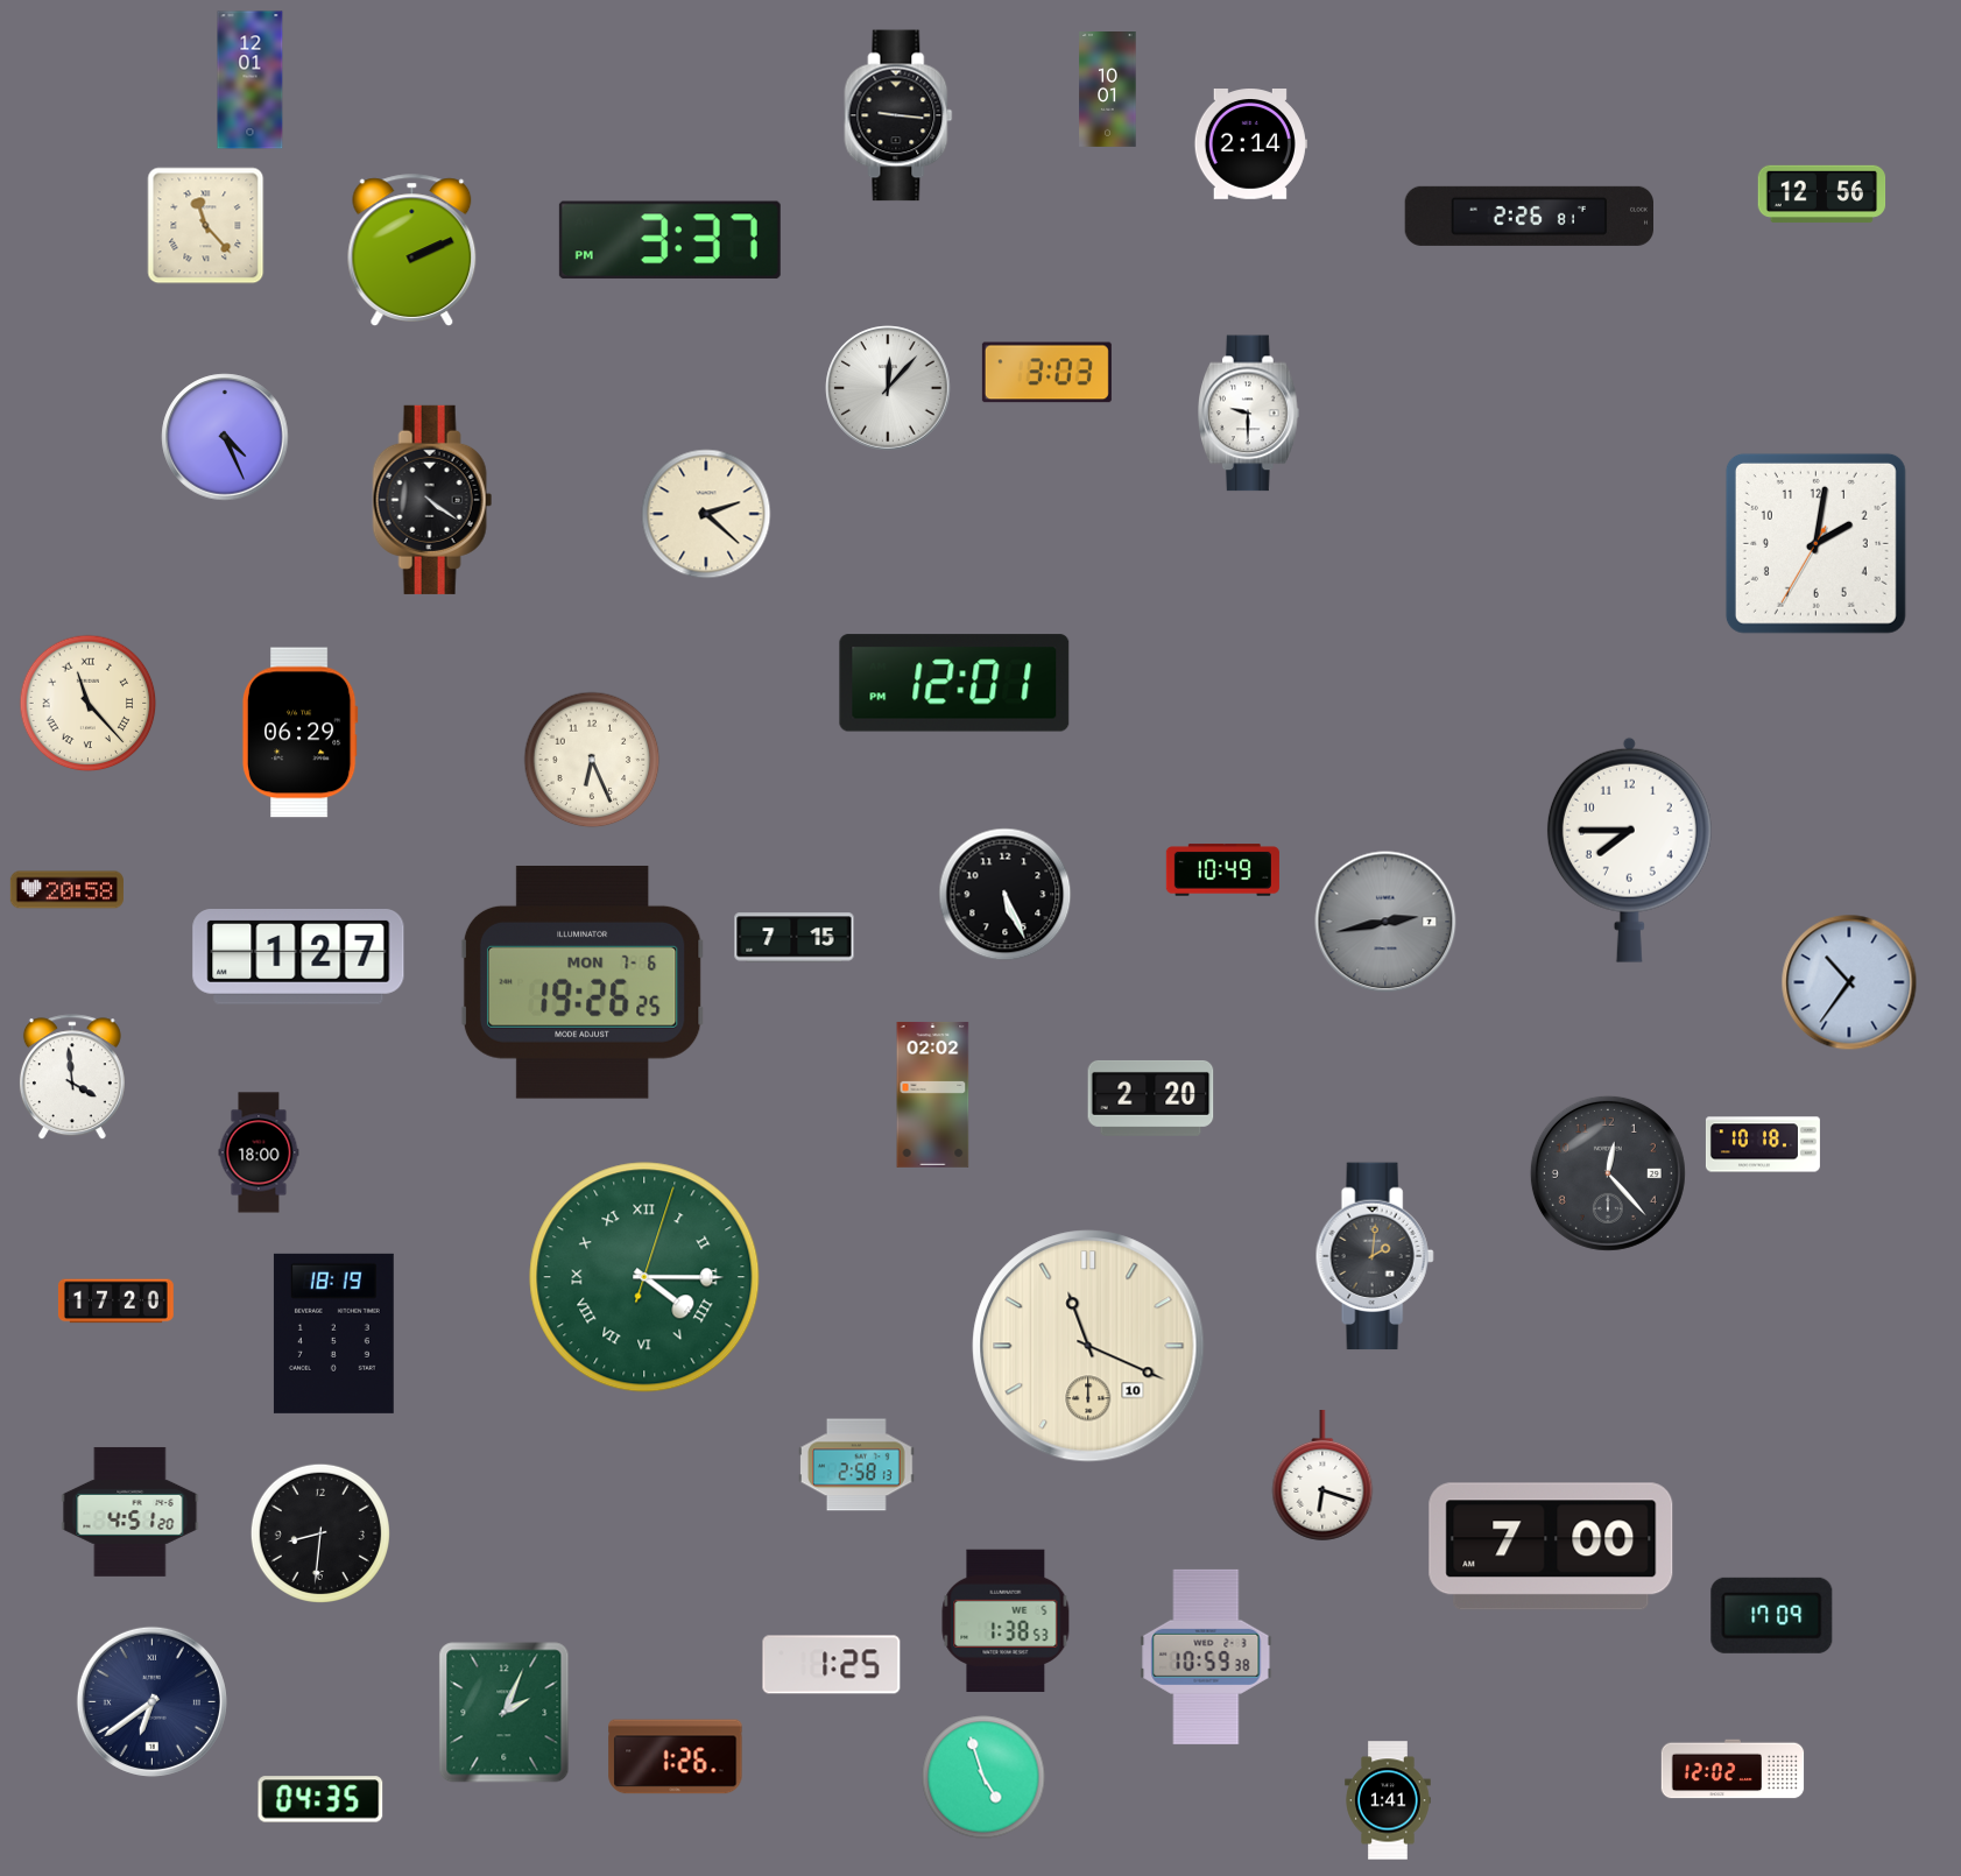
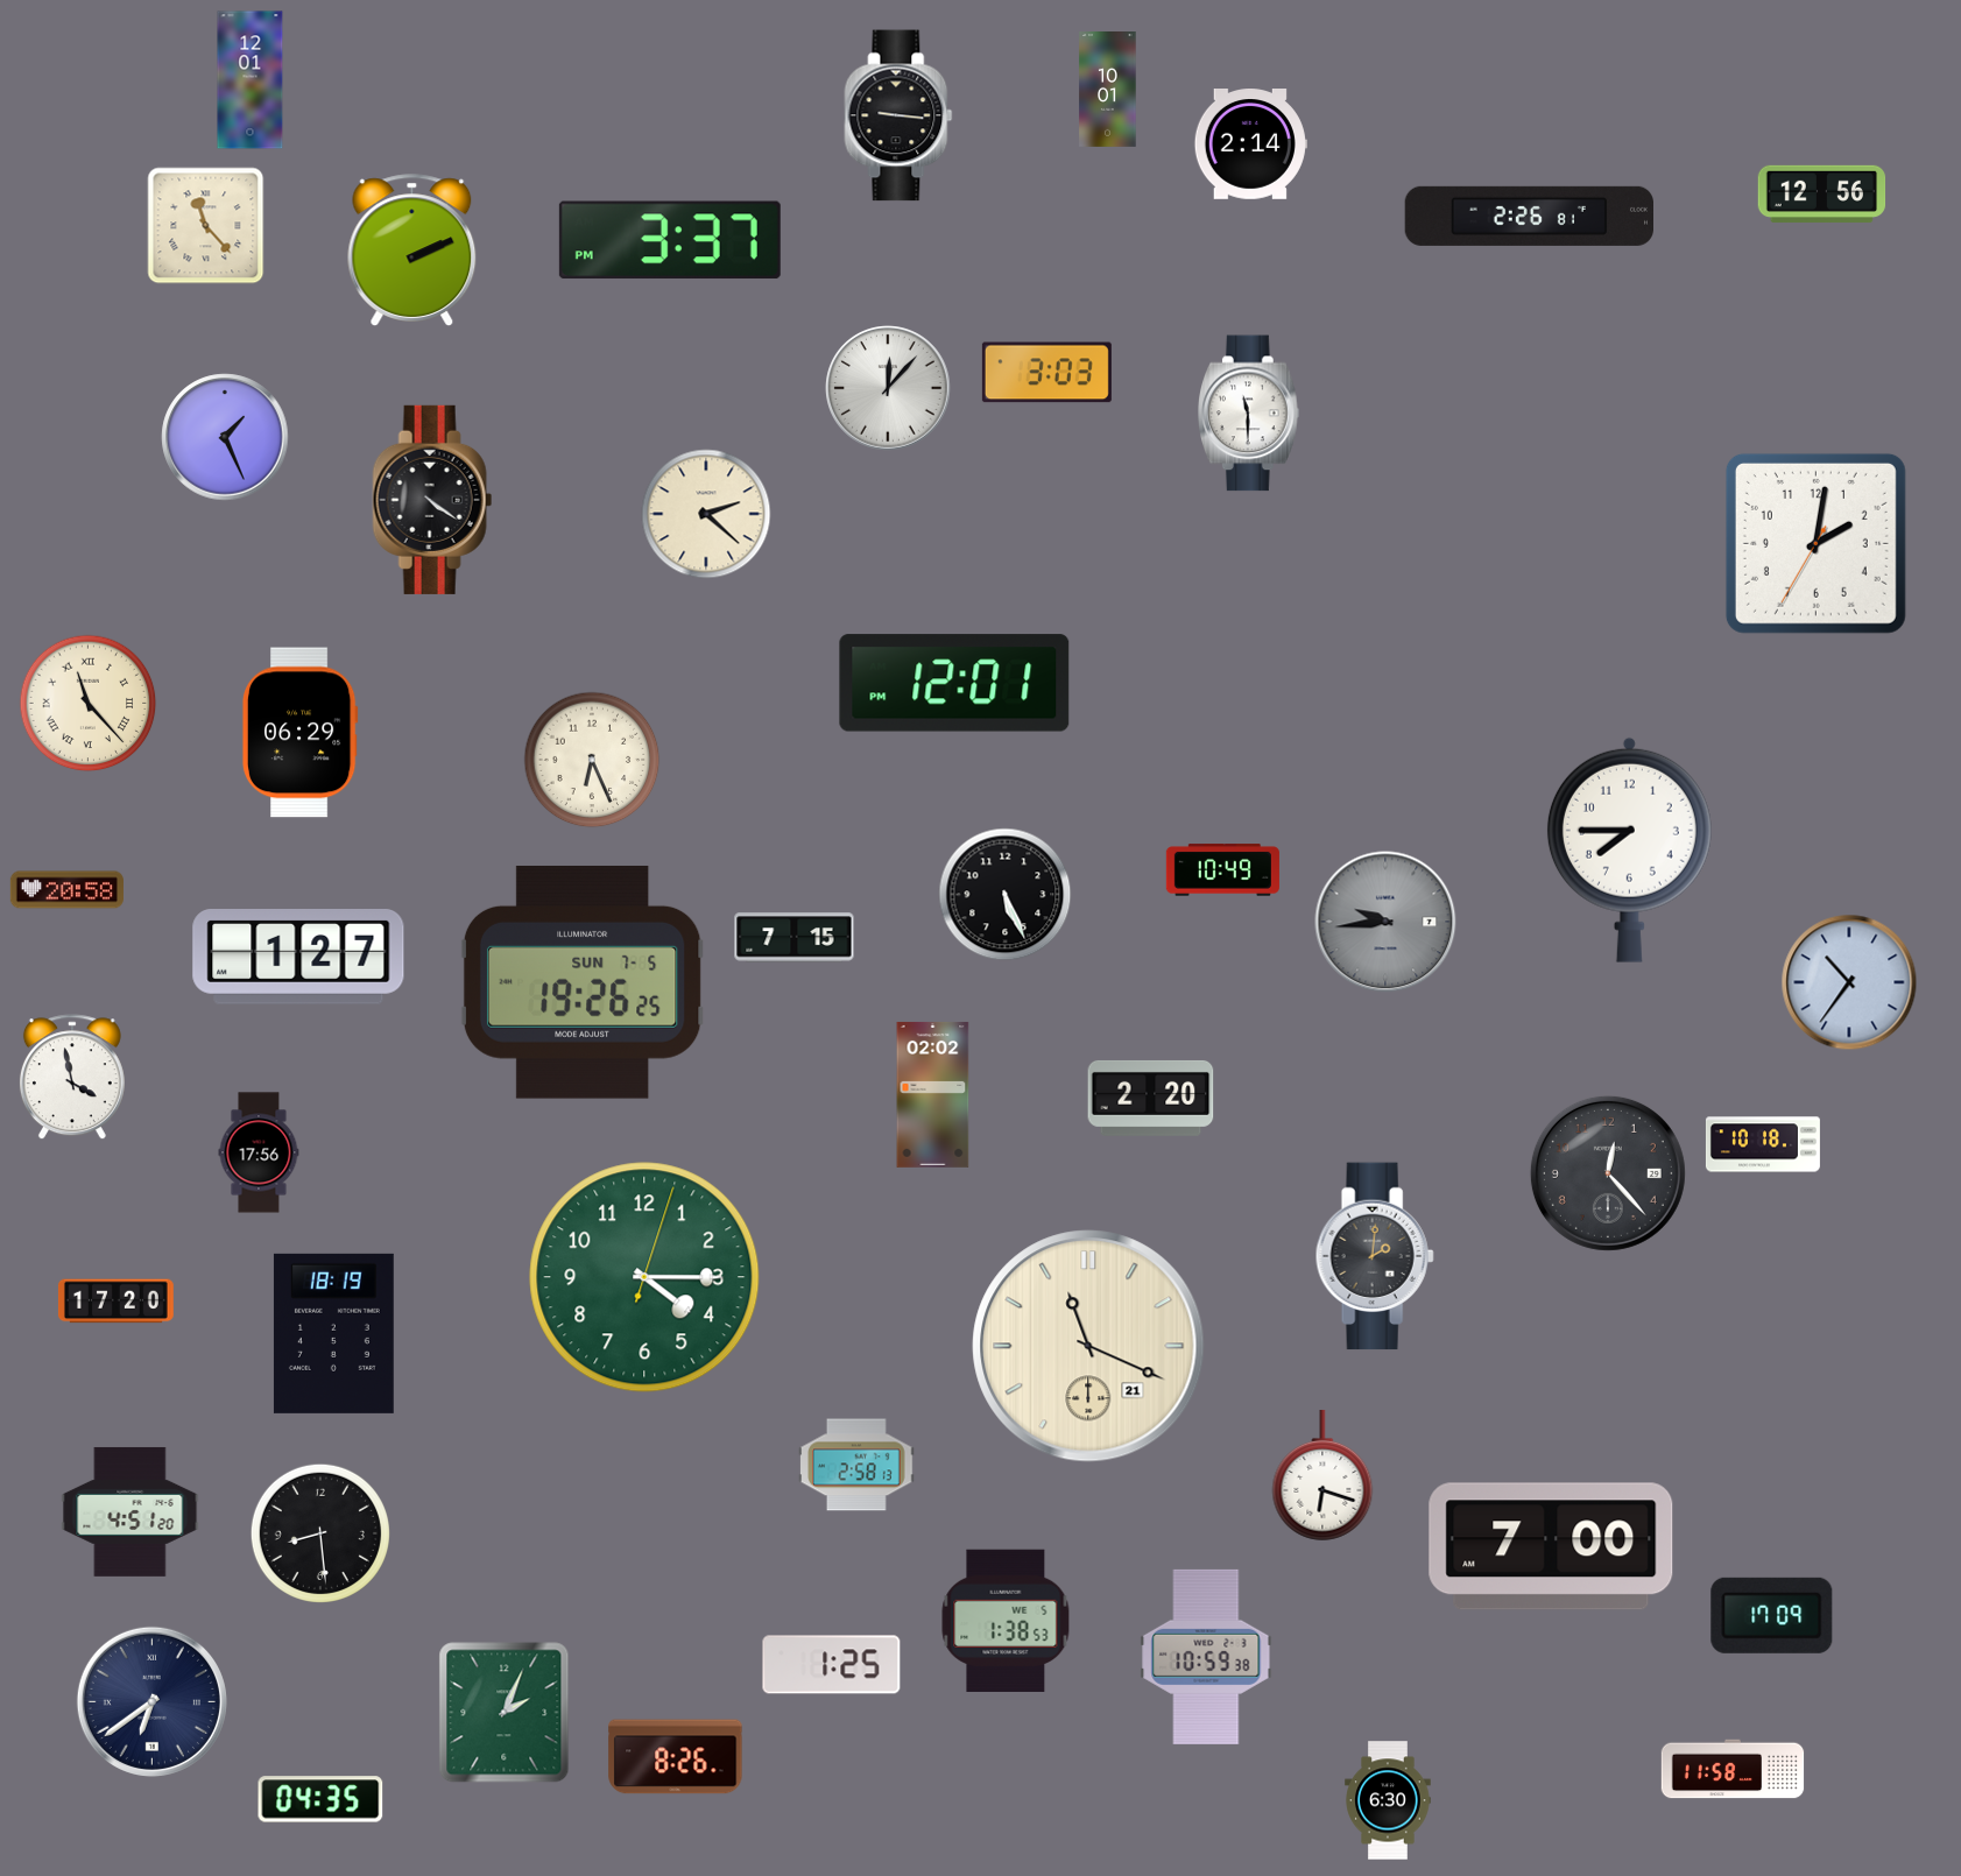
clock at (1249, 414): 9:30 -> 11:30
clock at (225, 437): 4:26 -> 1:26
clock at (1385, 922): 2:43 -> 9:44
clock at (583, 982) date: MON 7-6 -> SUN 7-5
clock at (72, 1078): 3:59 -> 3:58
clock at (259, 1152): 18:00 -> 17:56
clock at (644, 1277) numerals: Roman -> Arabic
clock at (1088, 1346) date: 10 -> 21
clock at (320, 1533): 8:31 -> 8:29
clock at (676, 1757): 1:26 -> 8:26
clock at (1733, 1769): 12:02 -> 11:58
clock at (983, 1777): 4:57 -> none
clock at (1388, 1800): 1:41 -> 6:30
